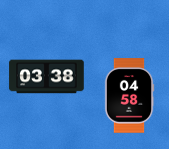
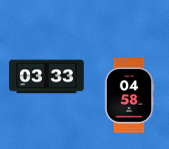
clock at (47, 77): 03:38 -> 03:33
